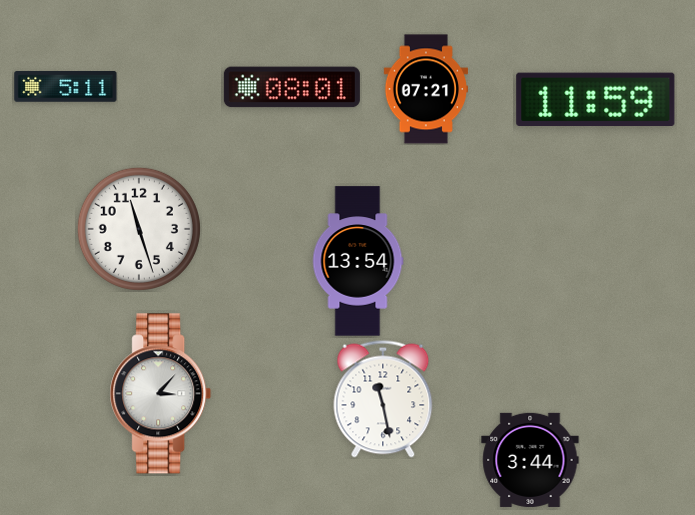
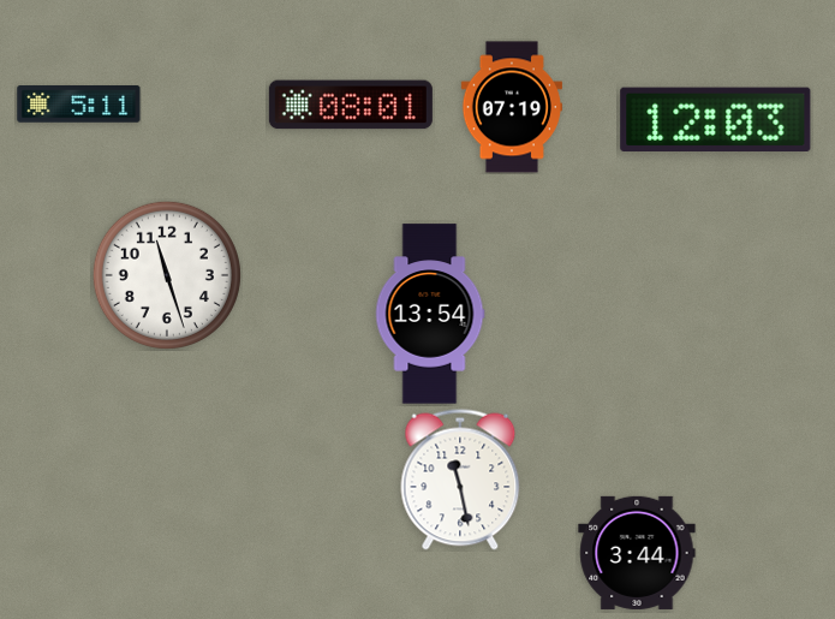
clock at (425, 89): 07:21 -> 07:19
clock at (596, 99): 11:59 -> 12:03
clock at (161, 394): 3:07 -> none
